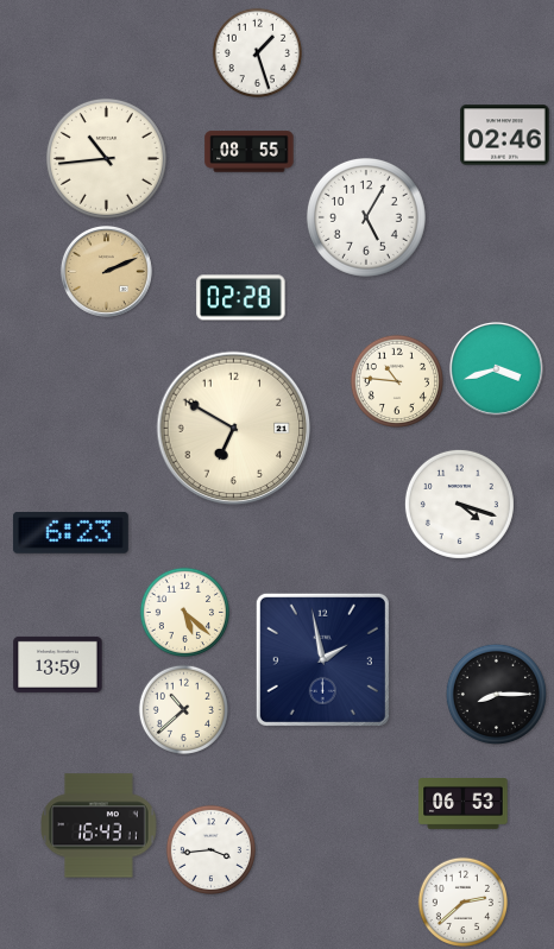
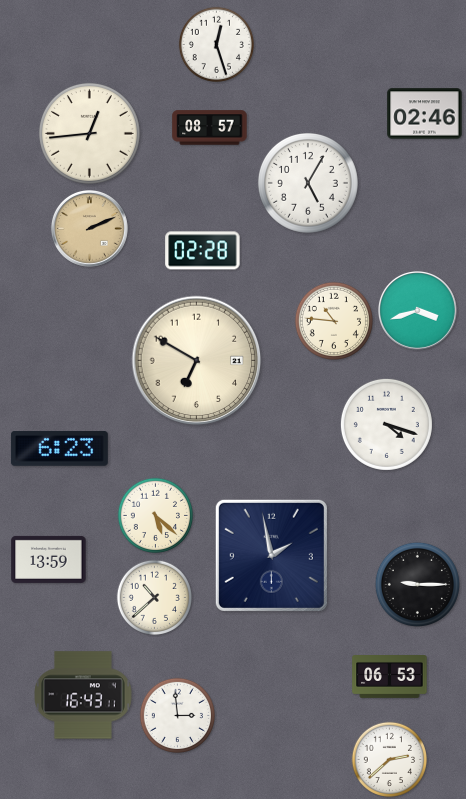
clock at (257, 52): 1:27 -> 12:27
clock at (250, 152): 08:55 -> 08:57
clock at (106, 158): 10:44 -> 12:44
clock at (496, 694): 8:15 -> 9:15
clock at (210, 849): 3:44 -> 2:59
